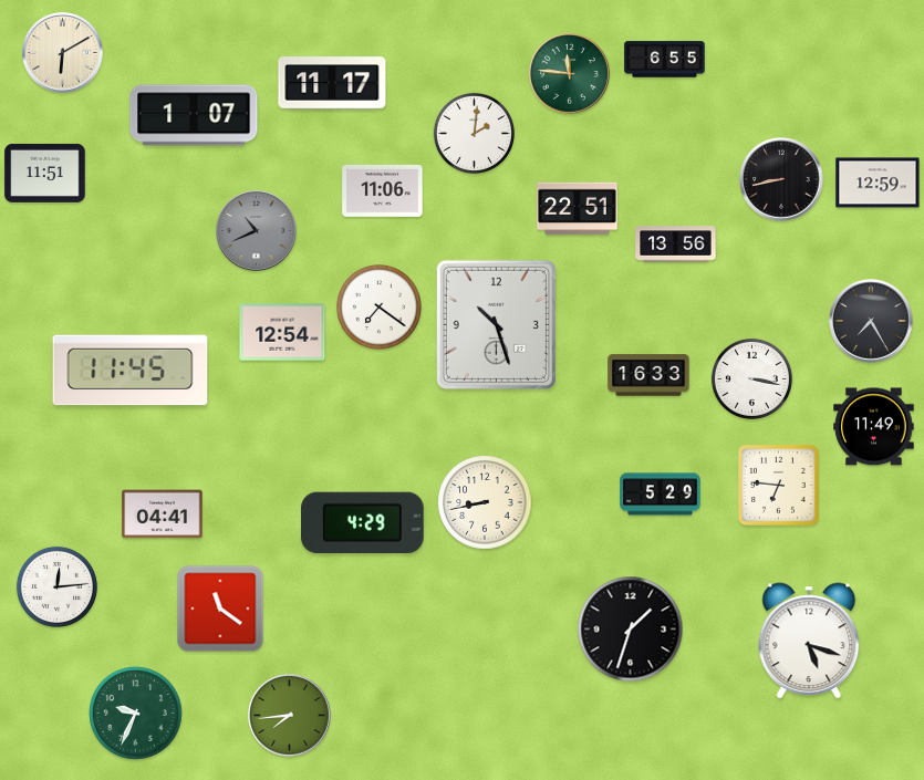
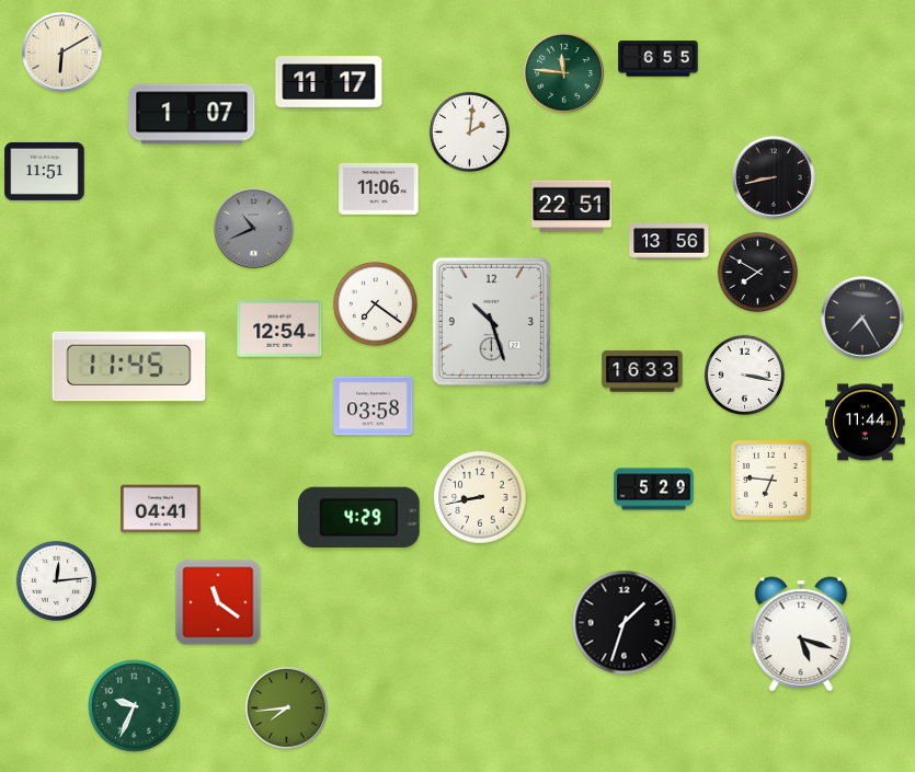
clock at (878, 183): 12:59 -> none
clock at (757, 272): none -> 7:50
clock at (374, 406): none -> 03:58
clock at (874, 427): 11:49 -> 11:44
